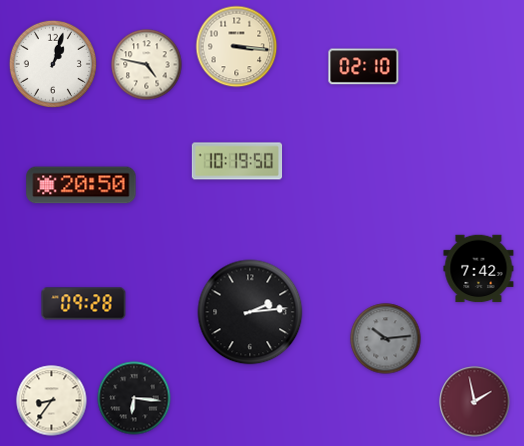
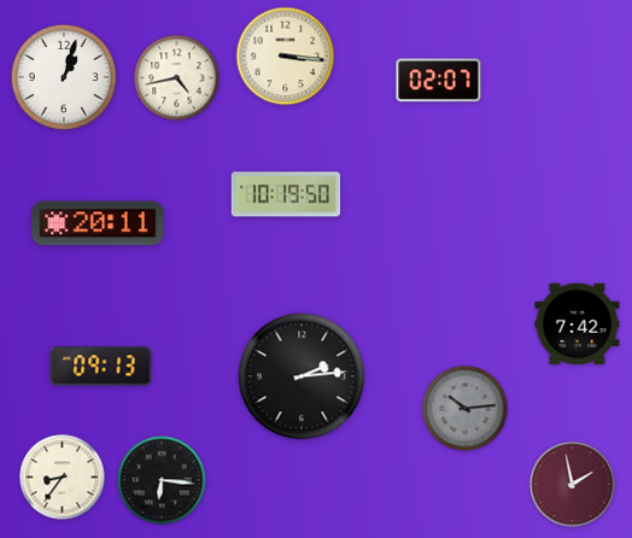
clock at (147, 65): 4:47 -> 4:43
clock at (364, 67): 02:10 -> 02:07
clock at (81, 185): 20:50 -> 20:11
clock at (84, 304): 09:28 -> 09:13
clock at (52, 401) position: (52, 401) -> (63, 478)
